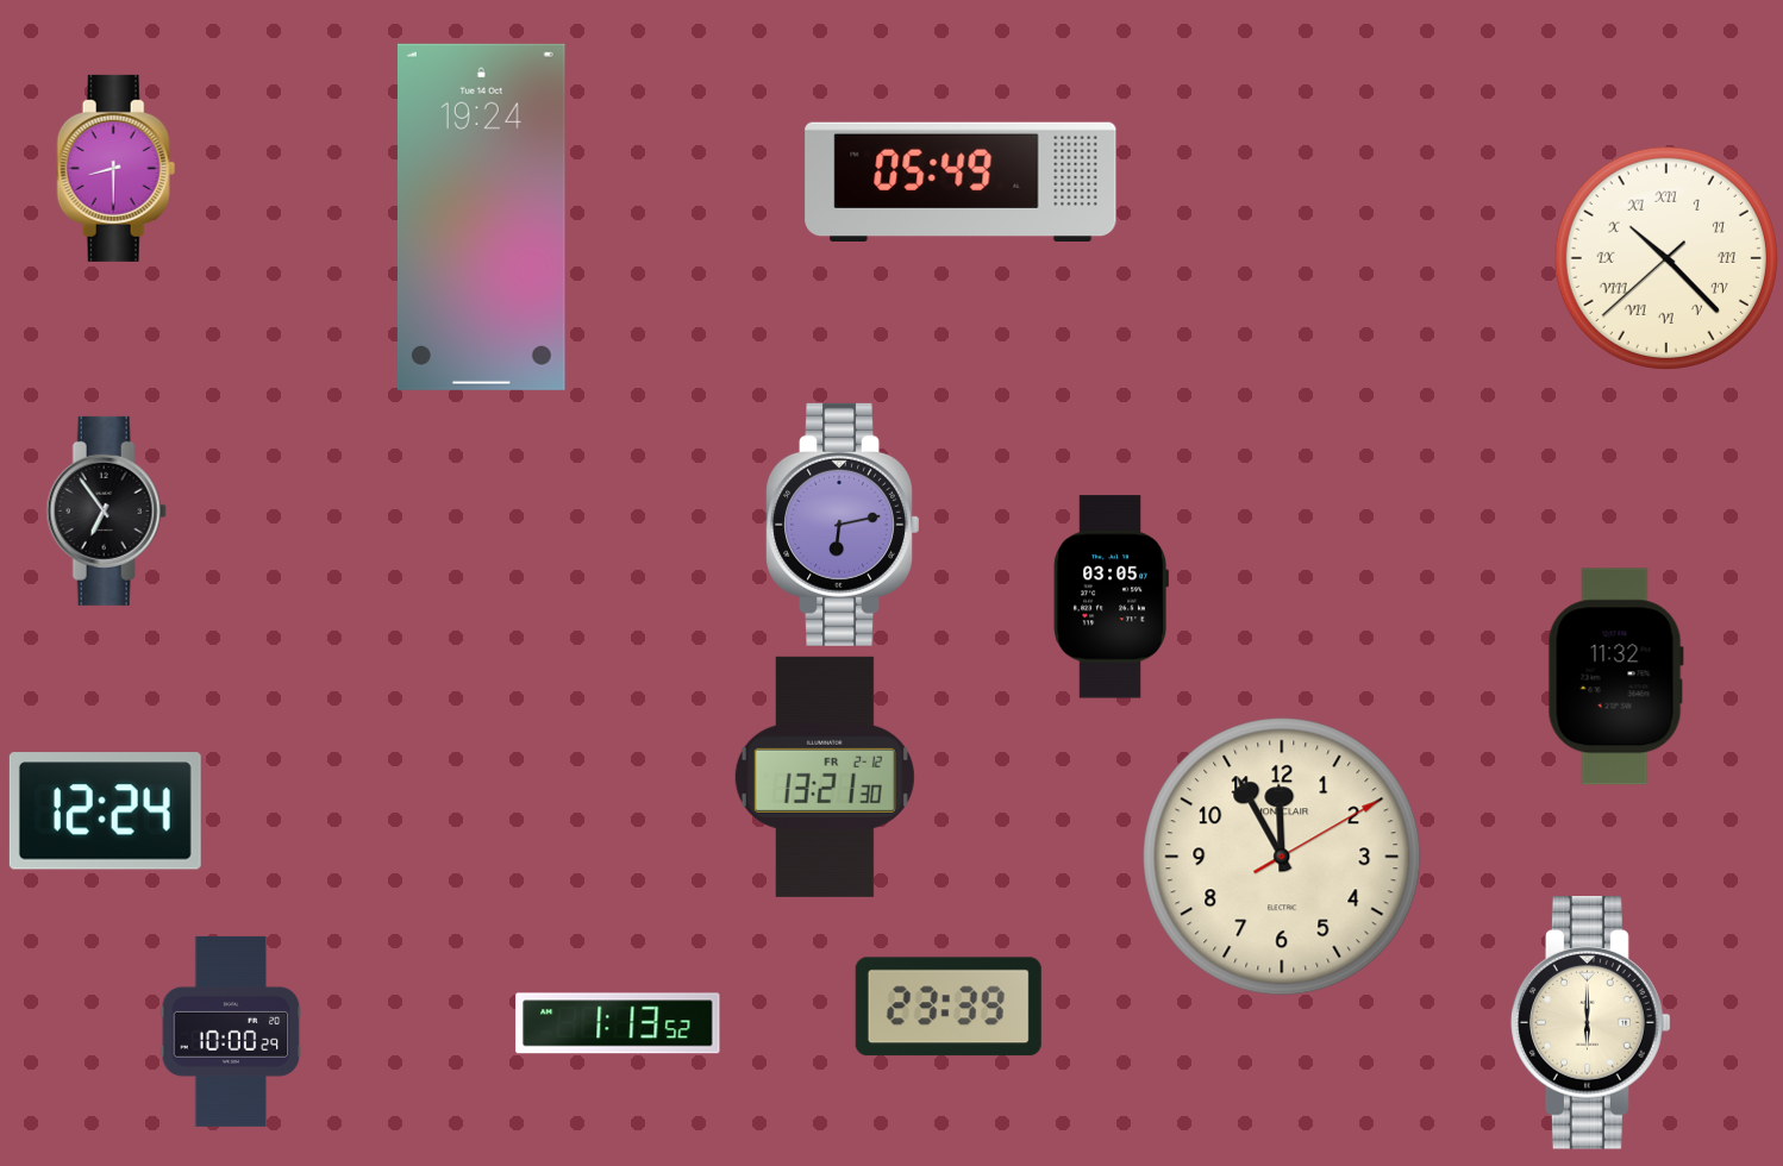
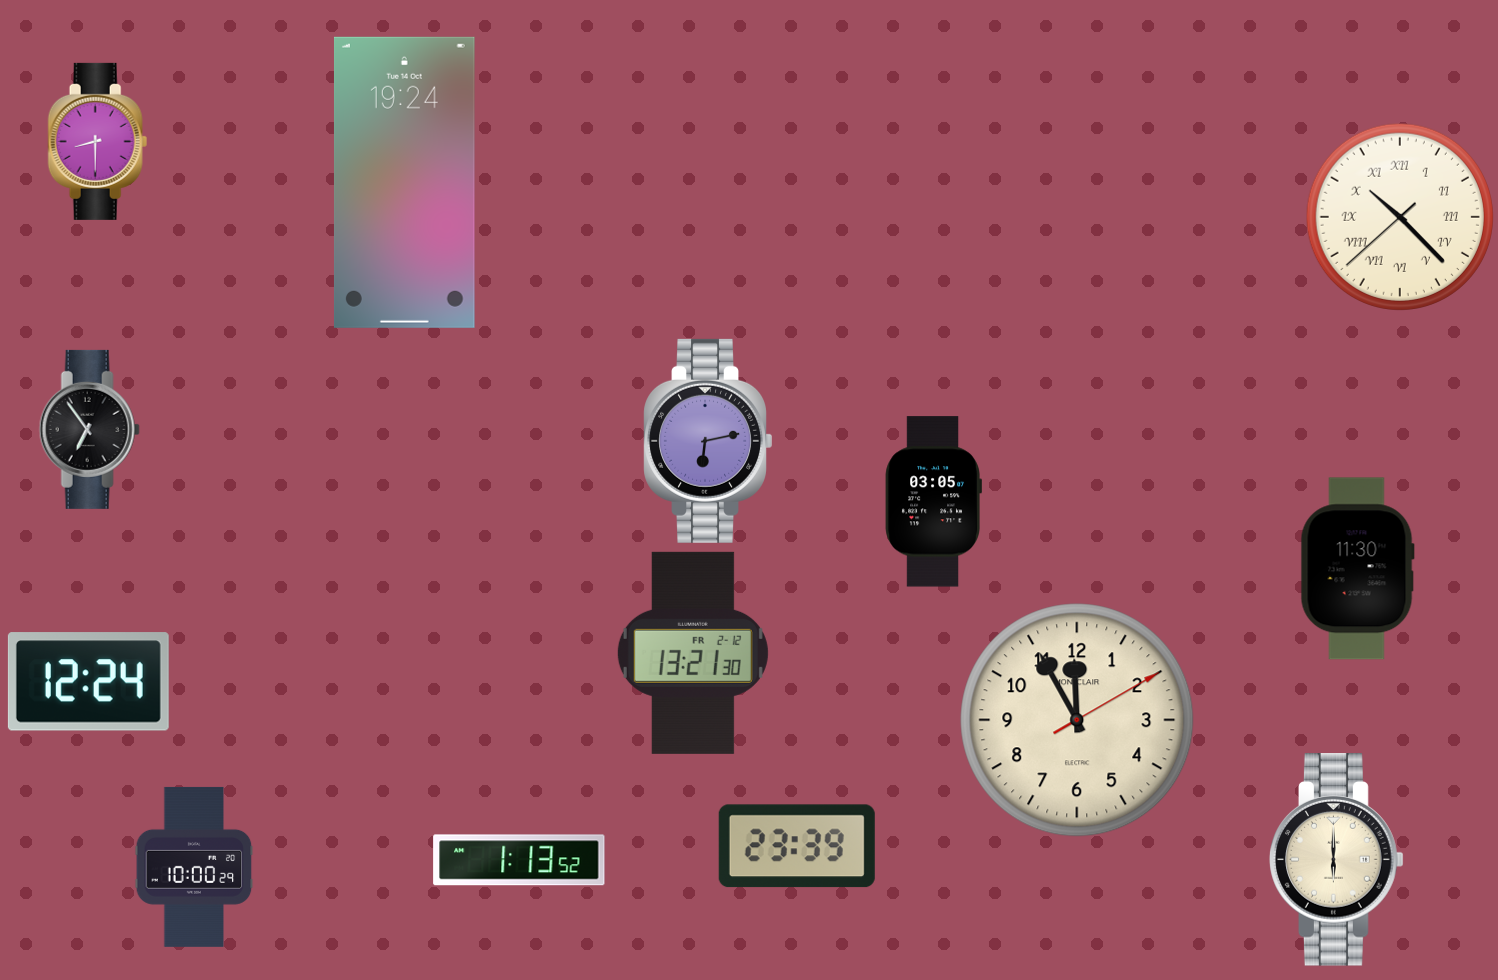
clock at (961, 181): 05:49 -> none
clock at (1615, 677): 11:32 -> 11:30
